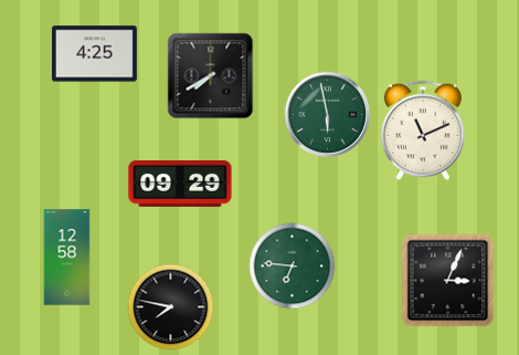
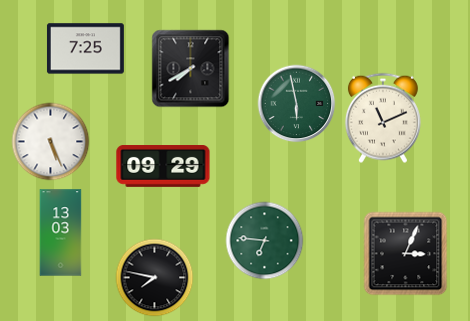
clock at (94, 54): 4:25 -> 7:25
clock at (50, 141): none -> 5:26
clock at (67, 258): 12:58 -> 13:03
